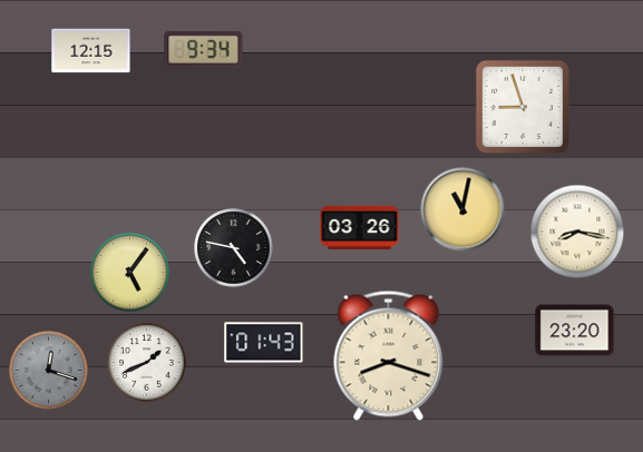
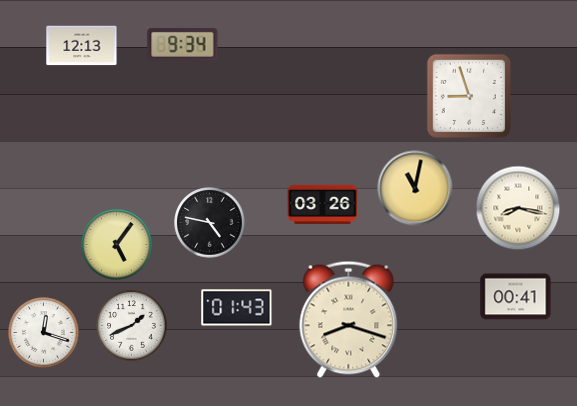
clock at (91, 51): 12:15 -> 12:13
clock at (575, 331): 23:20 -> 00:41
clock at (49, 371) dial: grey -> white
